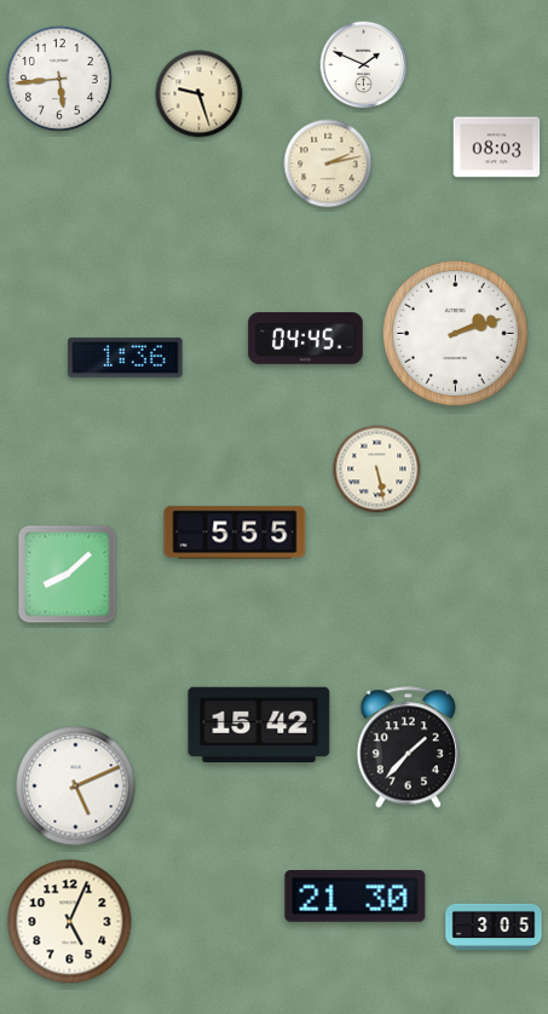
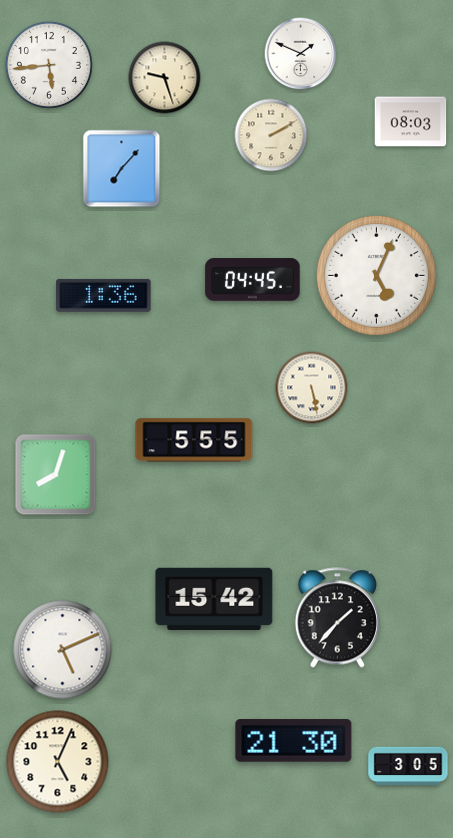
clock at (328, 163): 2:13 -> 2:10
clock at (122, 169): none -> 7:07
clock at (455, 333): 2:12 -> 5:04
clock at (68, 575): 8:08 -> 8:03
